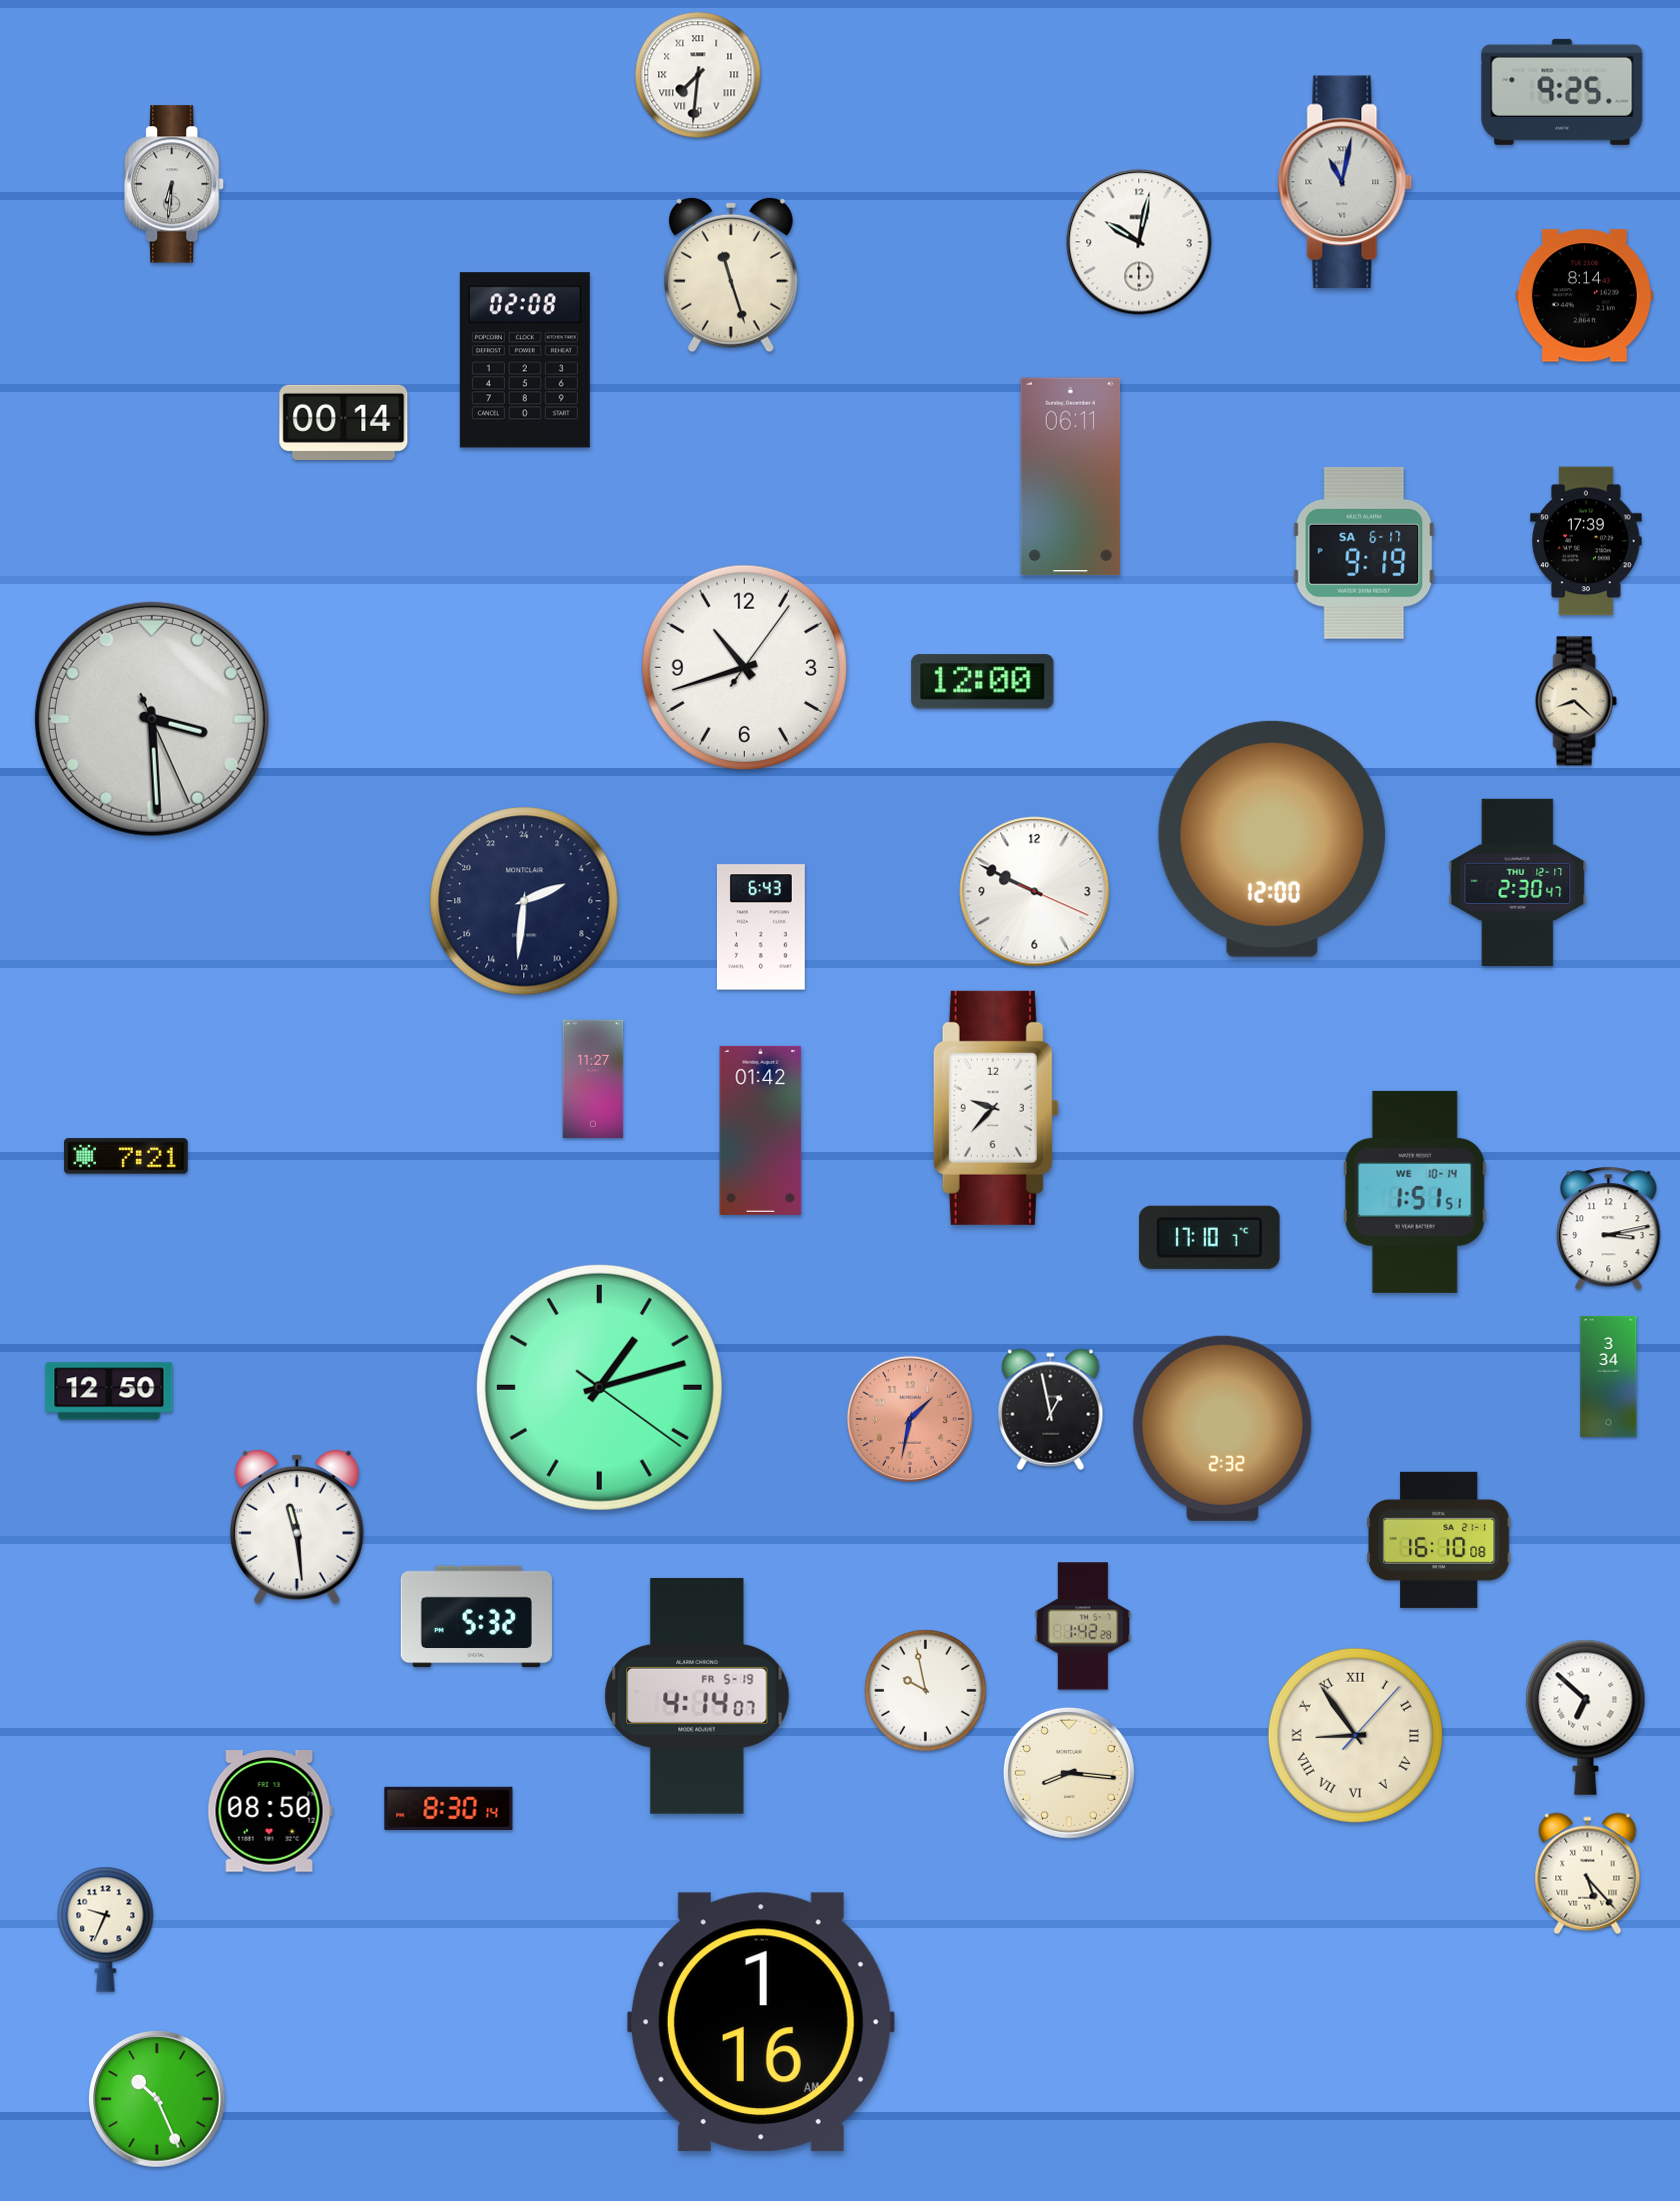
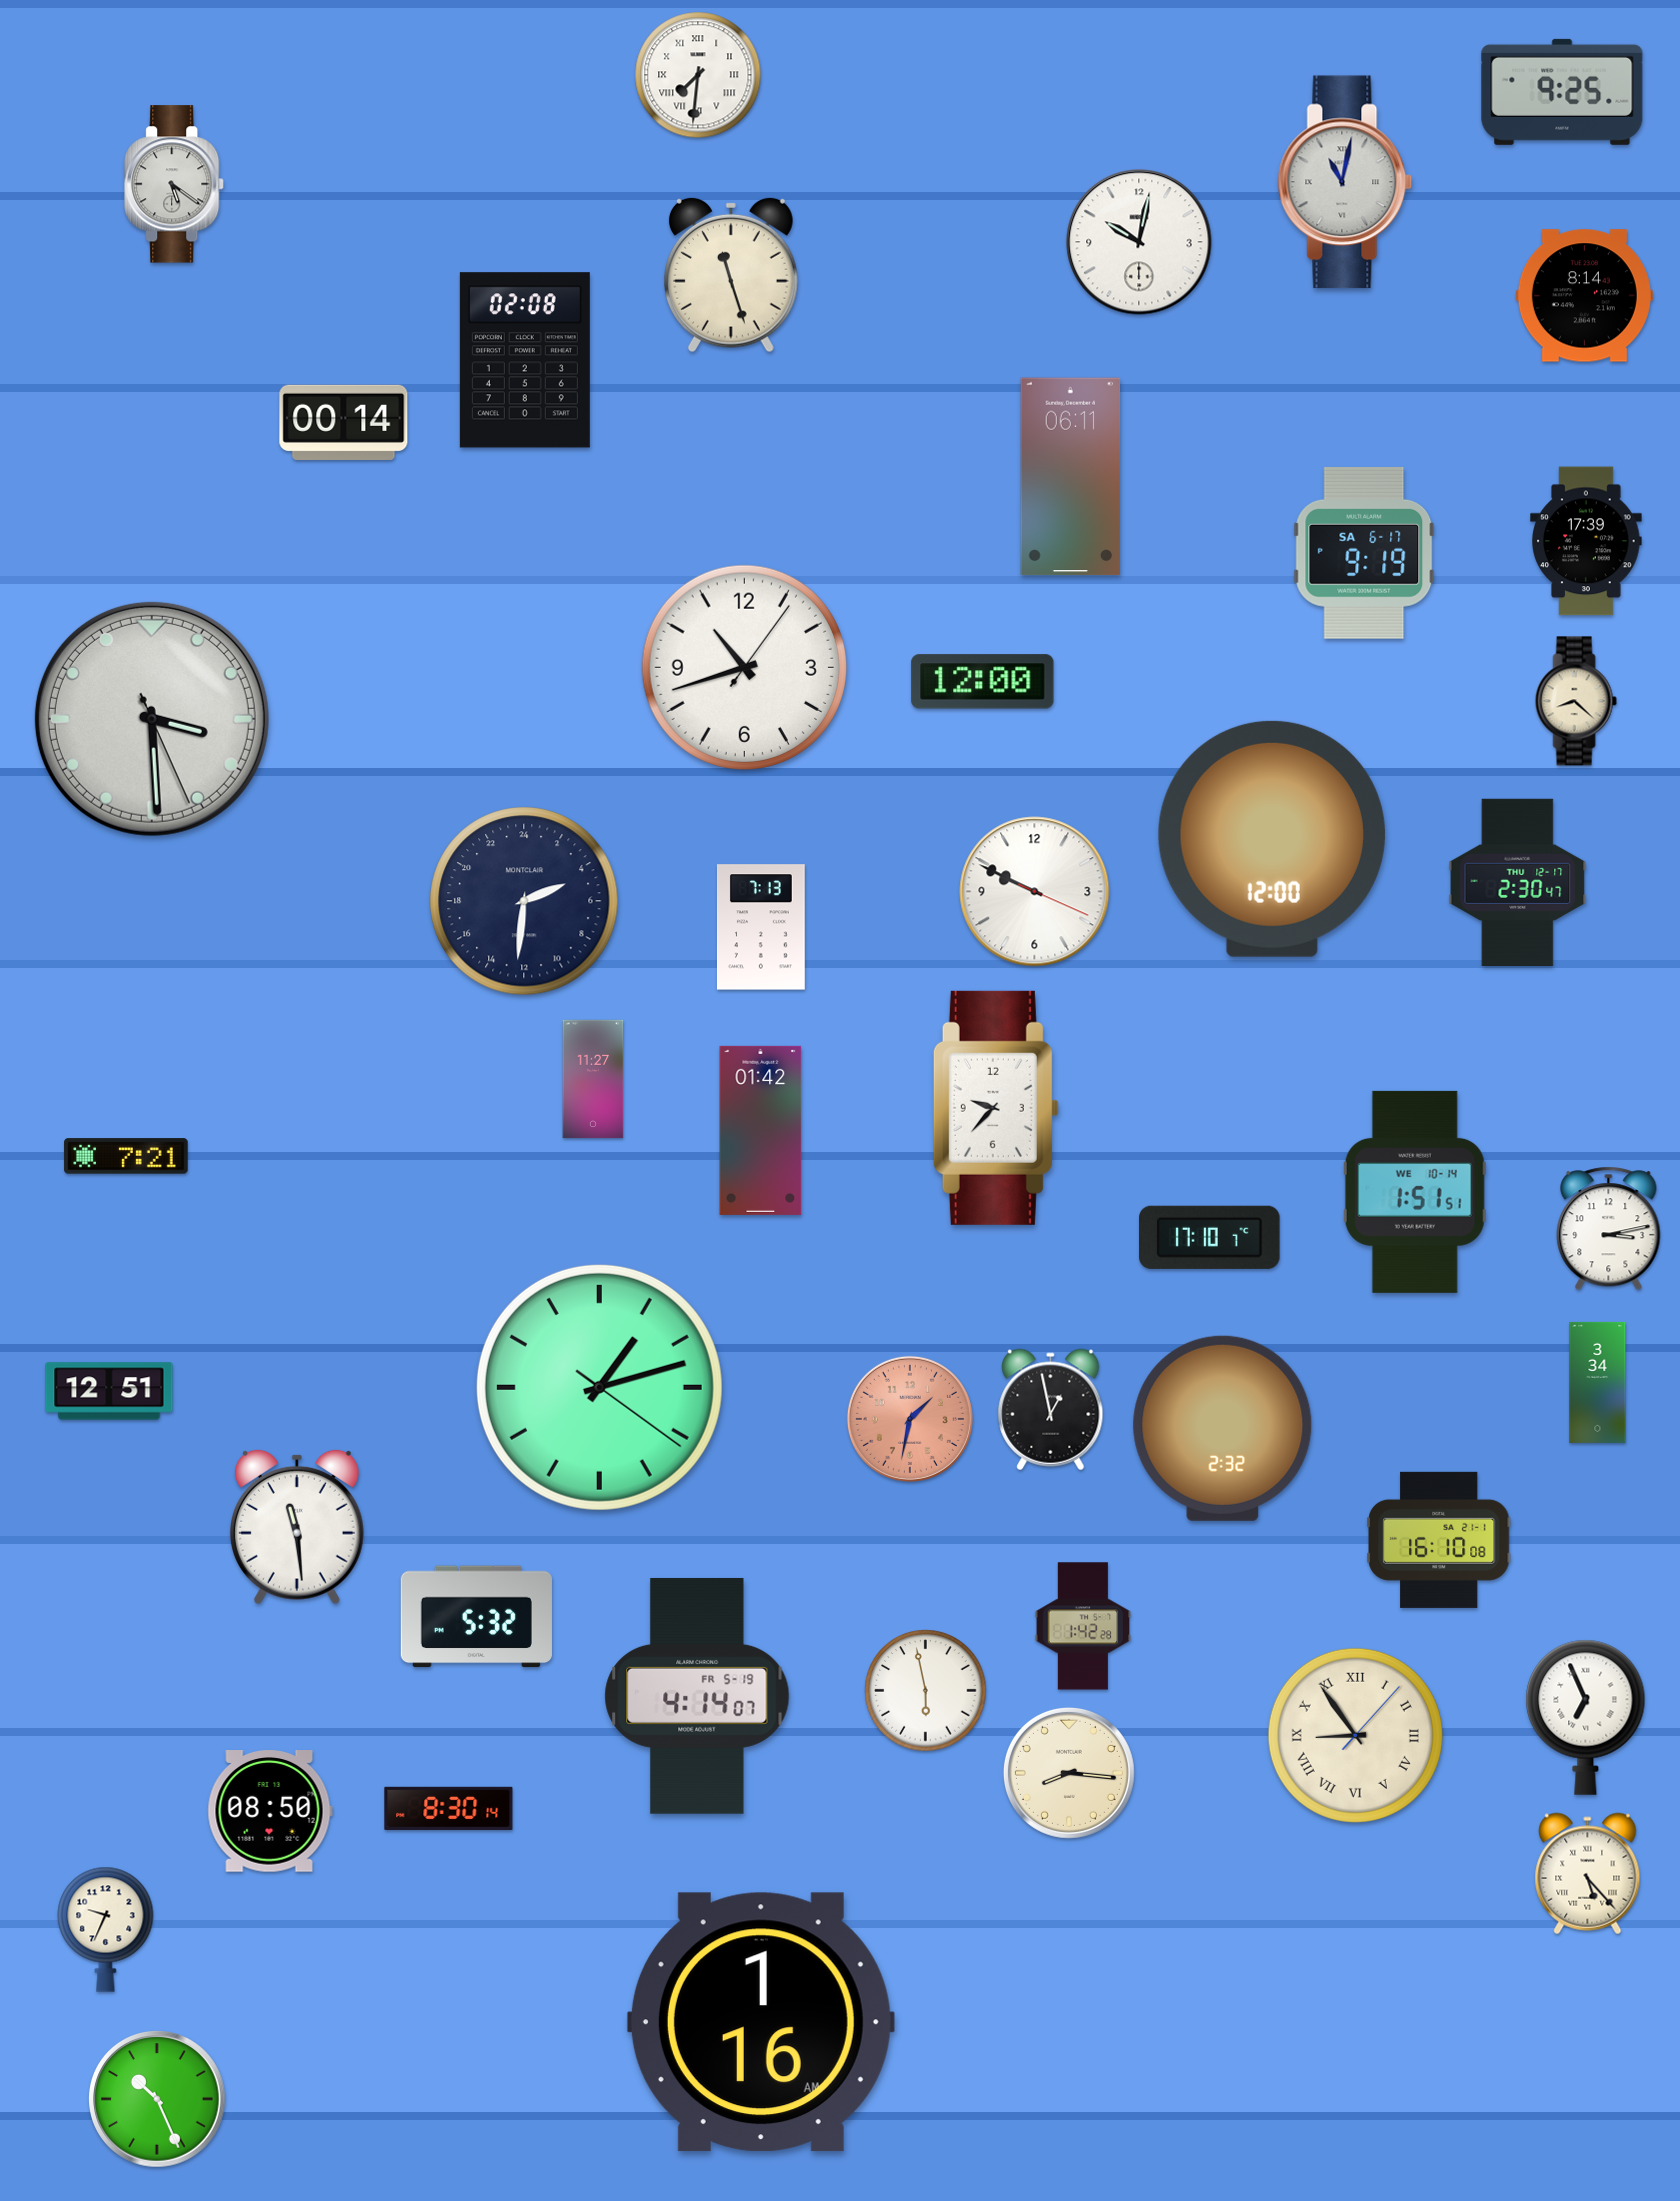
clock at (175, 184): 6:31 -> 5:21
clock at (761, 927): 6:43 -> 7:13
clock at (1609, 1376) position: (1609, 1376) -> (1598, 1382)
clock at (109, 1391): 12:50 -> 12:51
clock at (926, 1691): 9:58 -> 5:58
clock at (1586, 1717): 6:52 -> 6:56
